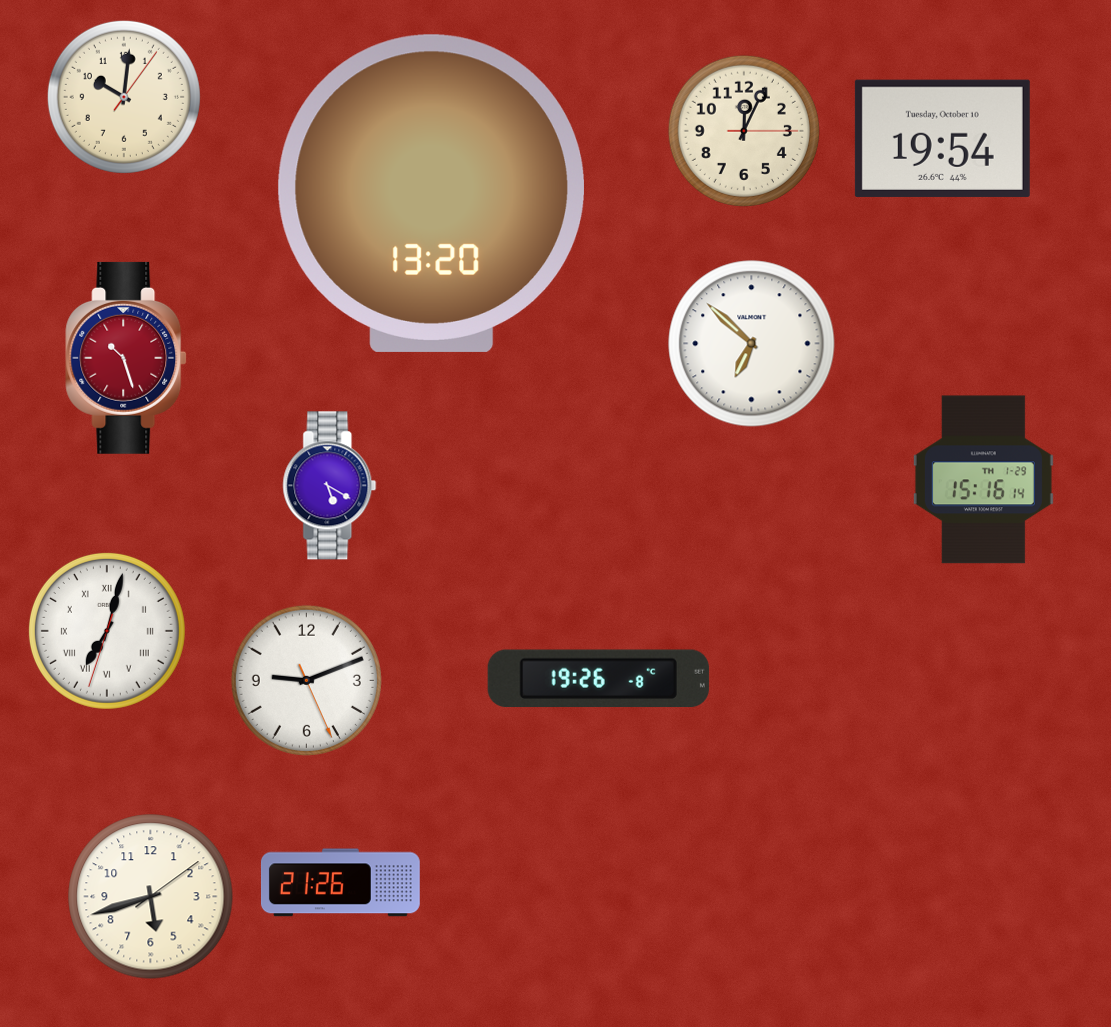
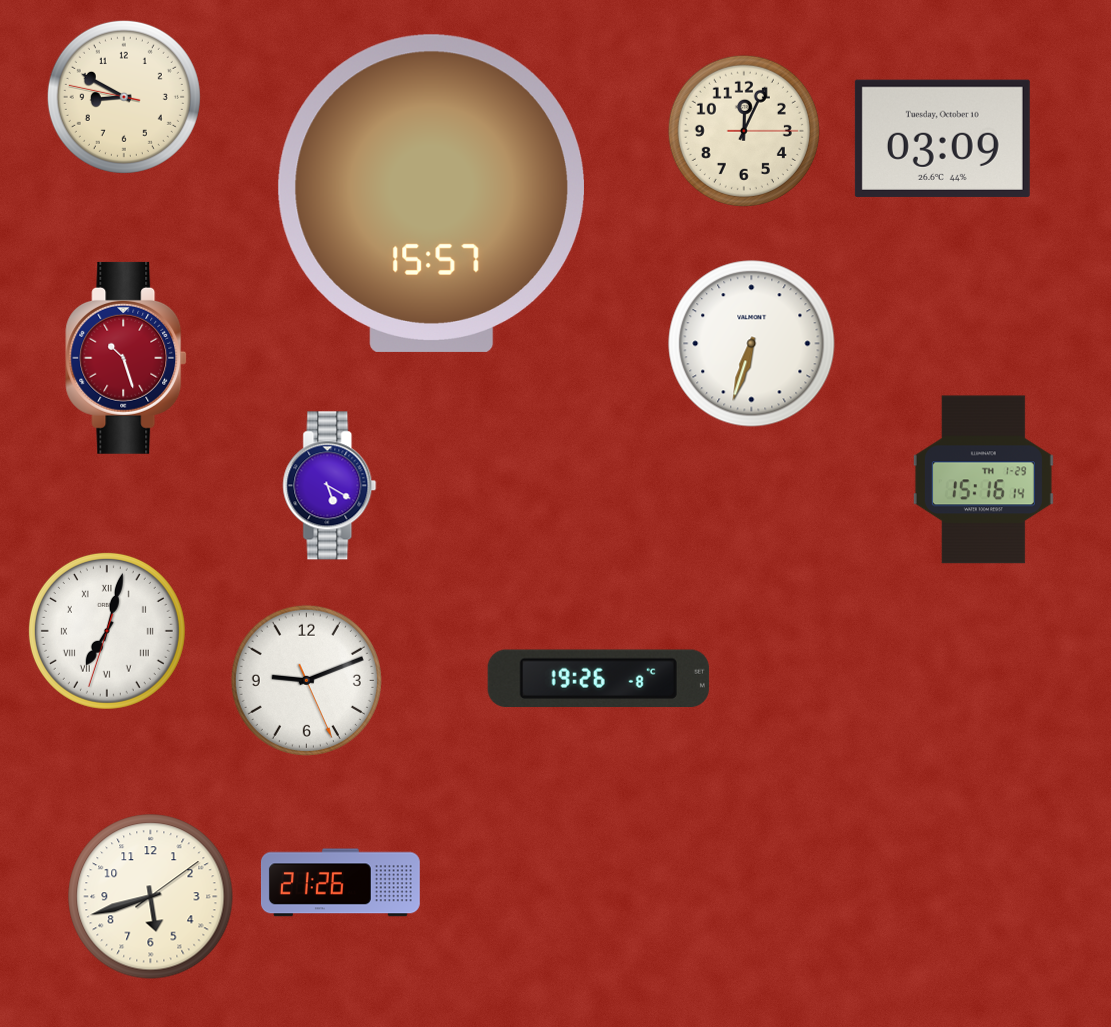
clock at (124, 97): 10:01 -> 8:49
clock at (942, 138): 19:54 -> 03:09
clock at (431, 193): 13:20 -> 15:57
clock at (752, 344): 6:52 -> 6:33
